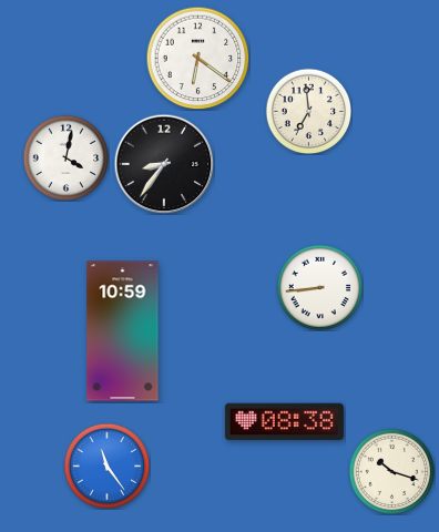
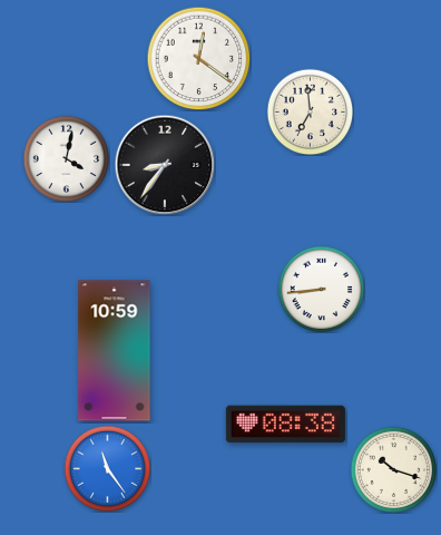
clock at (197, 58): 6:21 -> 12:21
clock at (123, 331) position: (123, 331) -> (115, 351)
clock at (391, 471) position: (391, 471) -> (393, 469)
